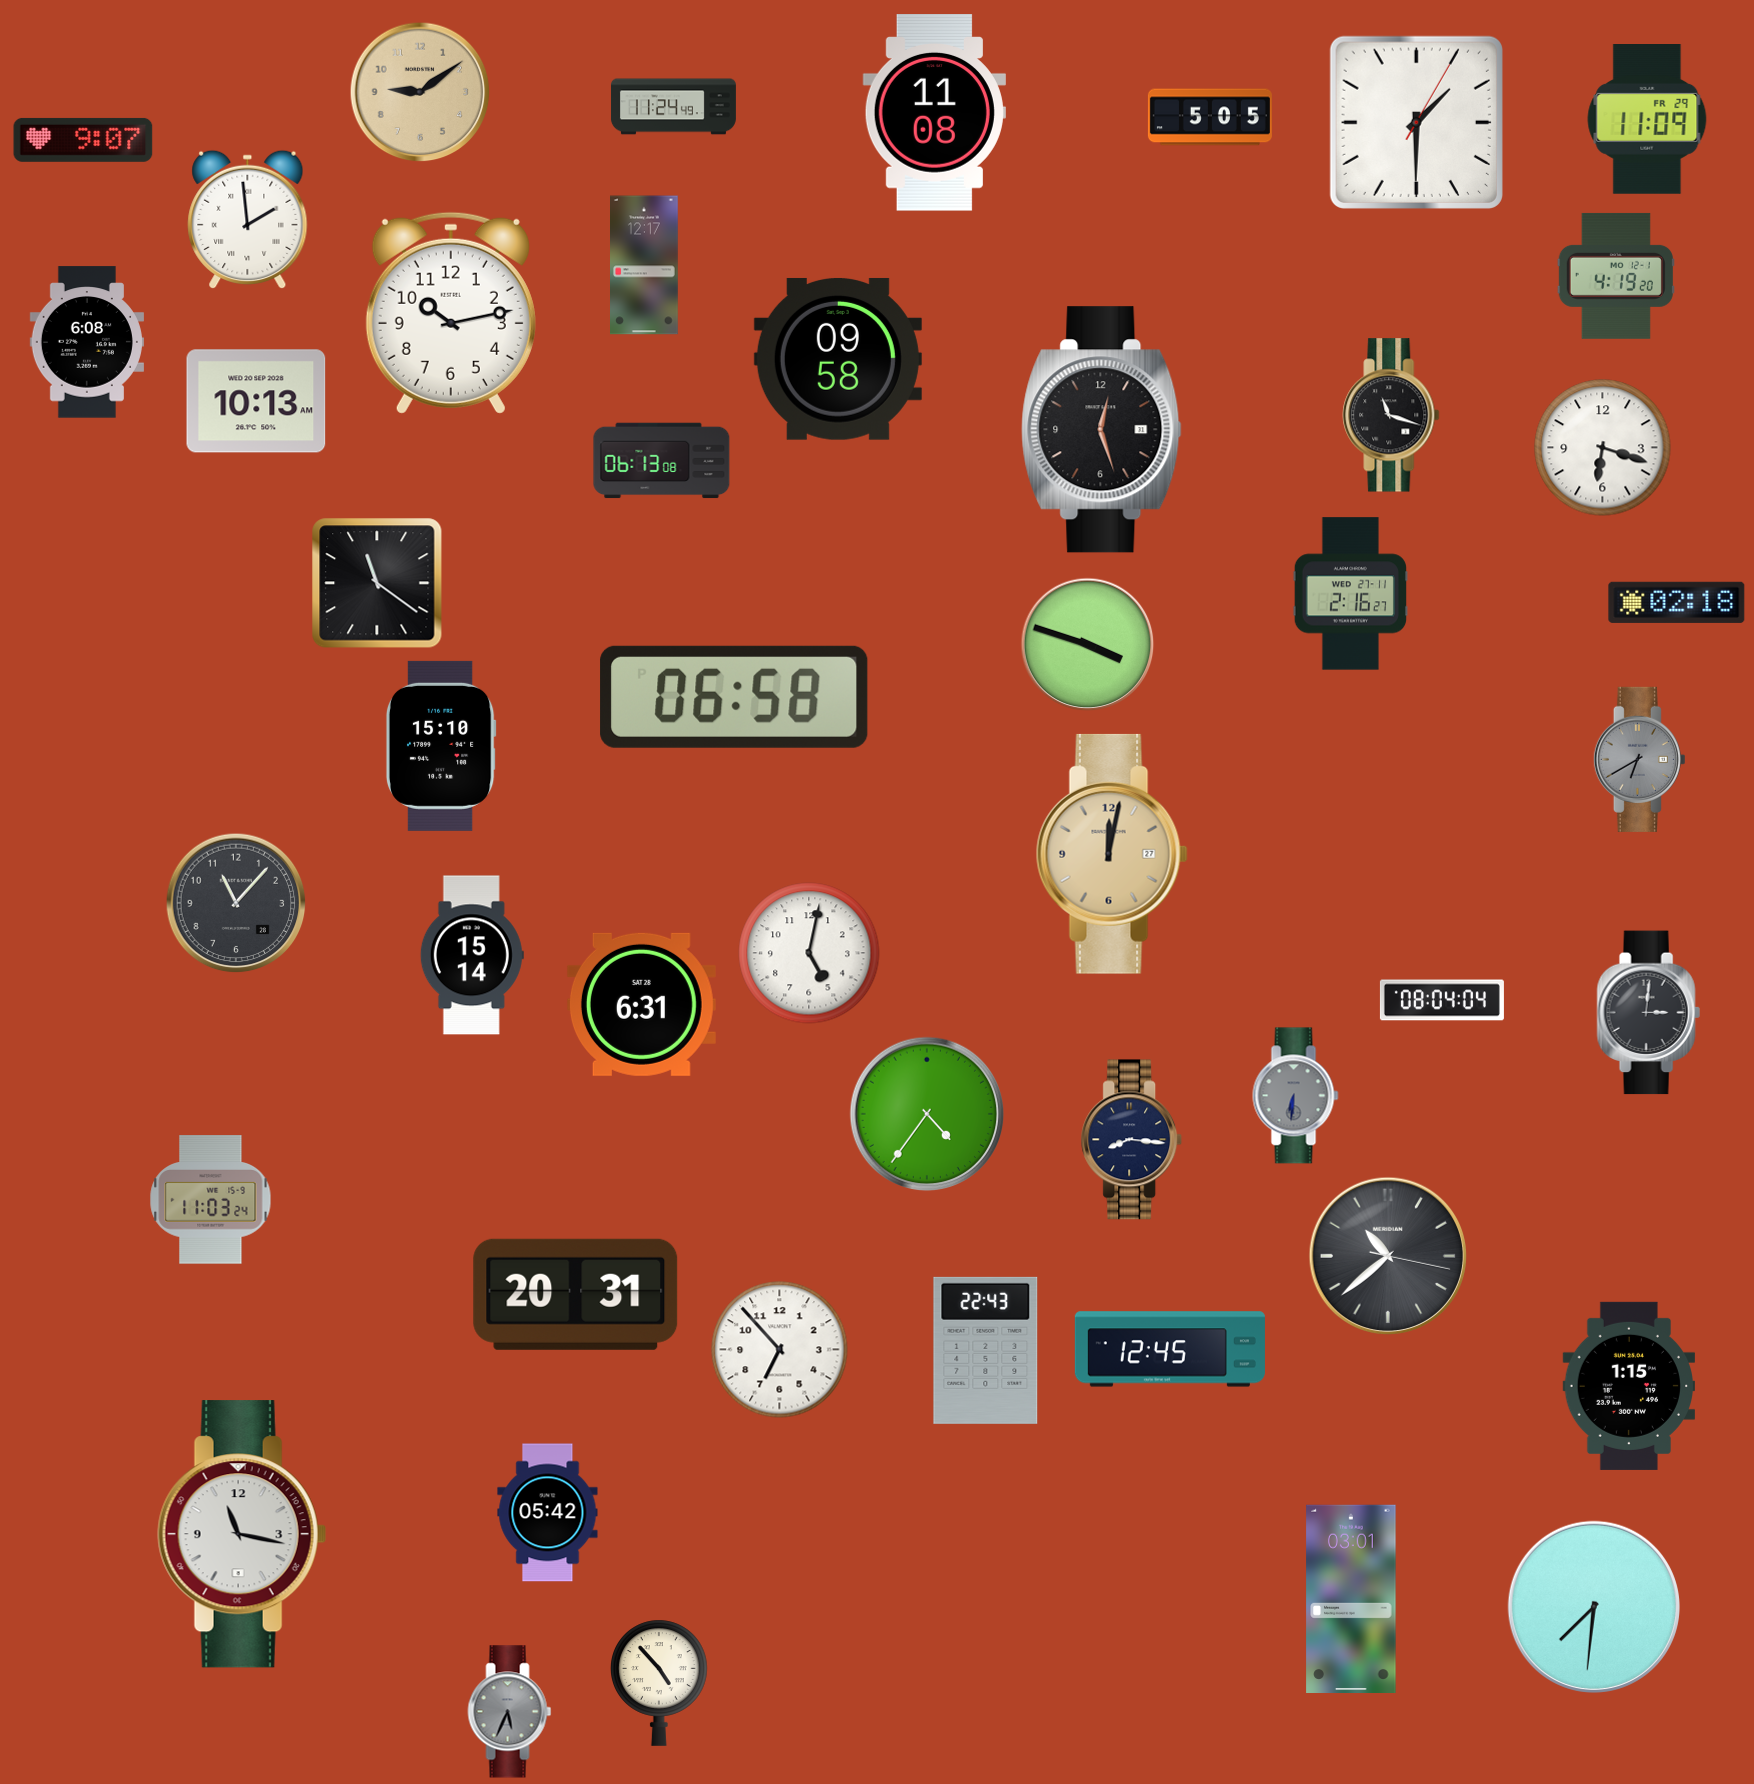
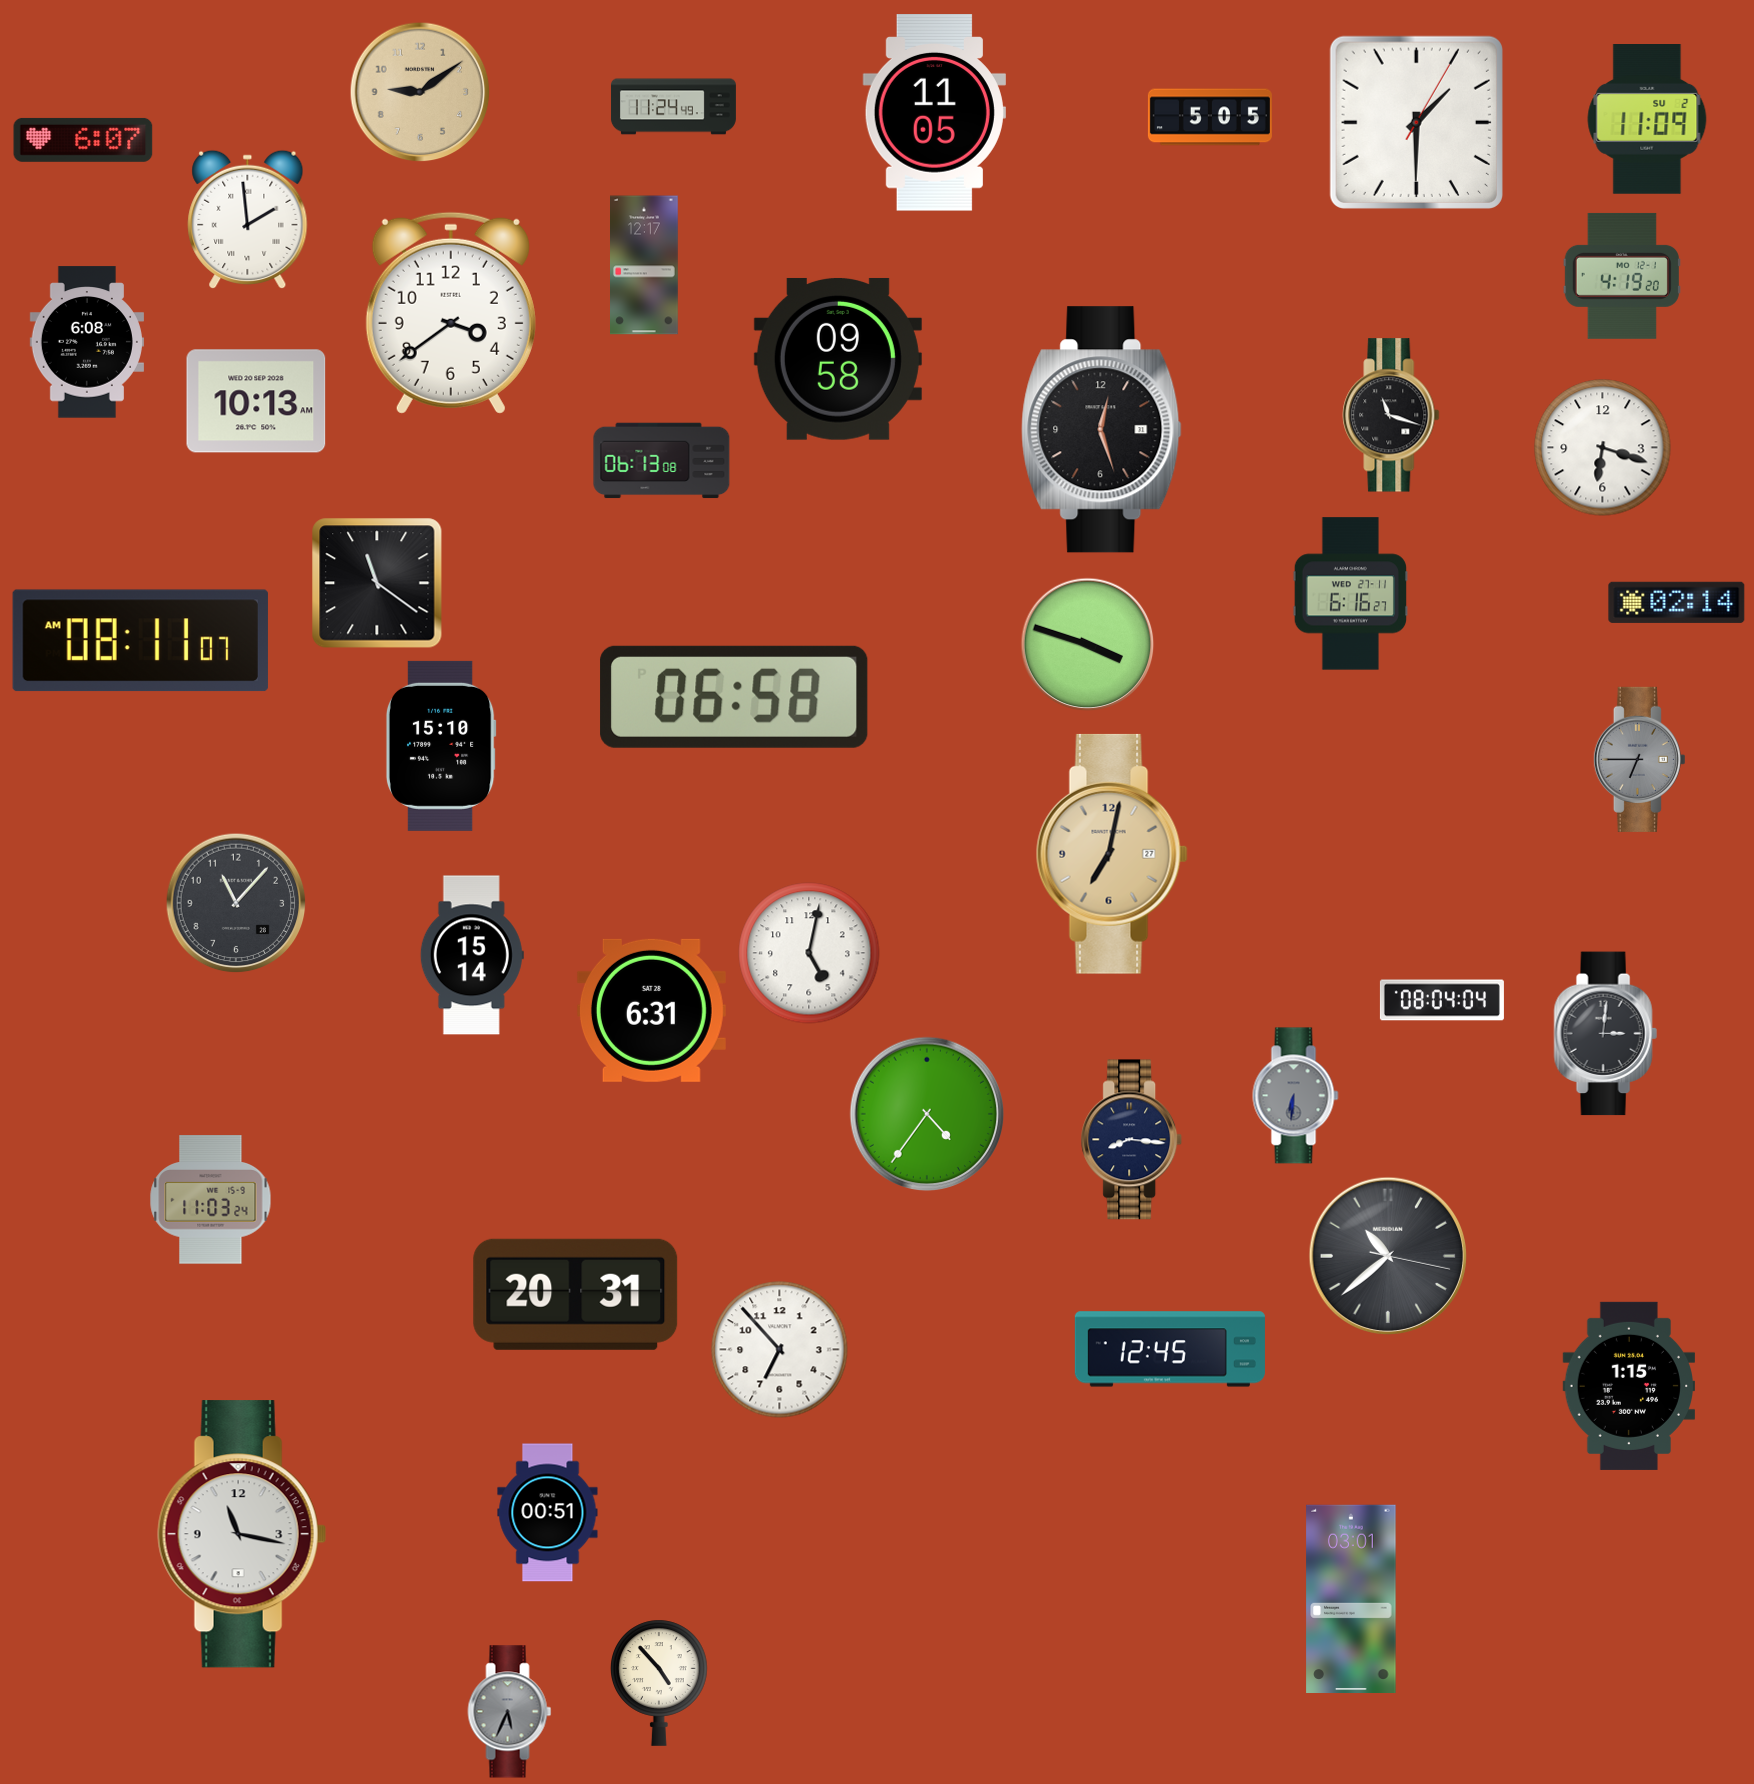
clock at (934, 113): 11:08 -> 11:05
clock at (1647, 120) date: FR 29 -> SU 2
clock at (83, 140): 9:07 -> 6:07
clock at (1616, 276) position: (1616, 276) -> (1622, 276)
clock at (451, 313): 10:13 -> 3:39
clock at (1350, 594): 2:16 -> 6:16
clock at (1677, 602): 02:18 -> 02:14
clock at (140, 641): none -> 08:11
clock at (1639, 759): 6:40 -> 6:45
clock at (1112, 854): 12:02 -> 7:02
clock at (641, 1004) position: (641, 1004) -> (651, 1010)
clock at (1648, 1013) position: (1648, 1013) -> (1605, 1034)
clock at (986, 1350): 22:43 -> none
clock at (548, 1513): 05:42 -> 00:51
clock at (1594, 1607): 7:31 -> none
